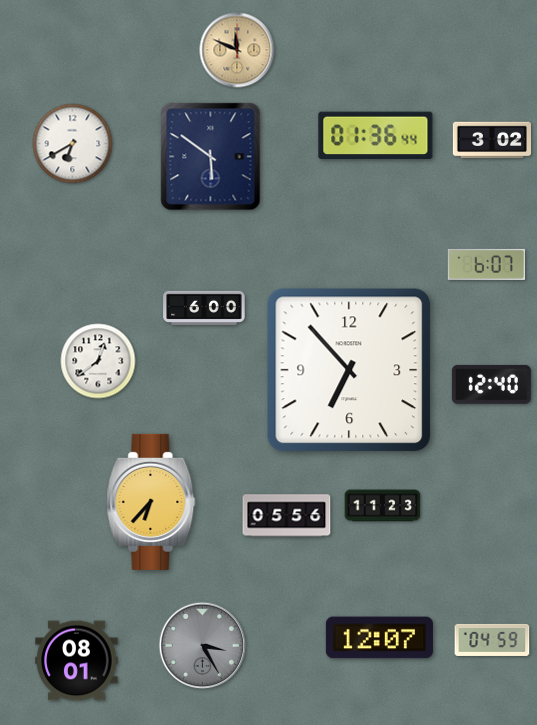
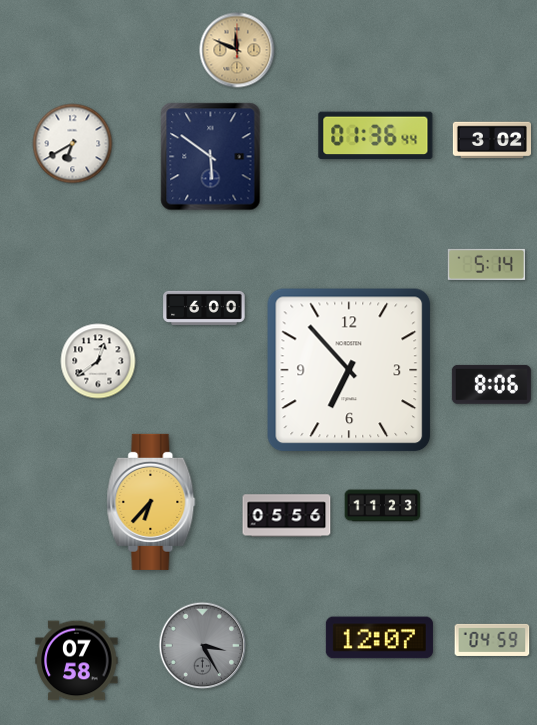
clock at (487, 264): 6:07 -> 5:14
clock at (491, 384): 12:40 -> 8:06
clock at (77, 661): 08:01 -> 07:58
